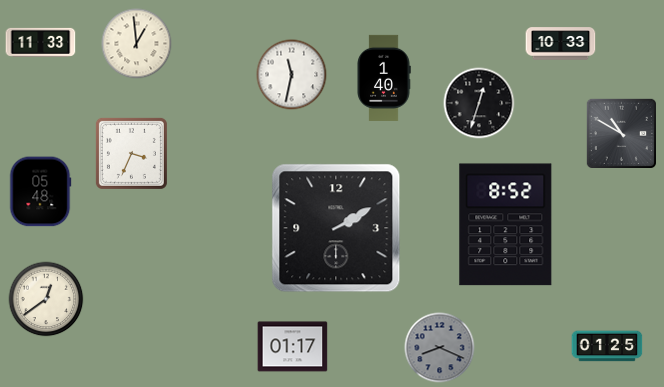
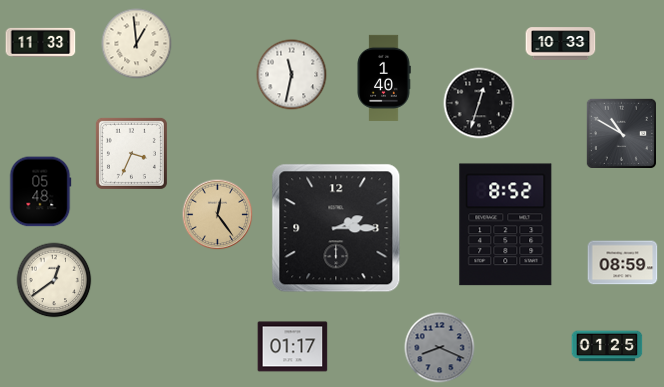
clock at (218, 215): none -> 12:24
clock at (336, 228): 2:10 -> 2:15
clock at (623, 263): none -> 08:59
clock at (46, 299) position: (46, 299) -> (54, 280)
